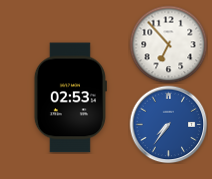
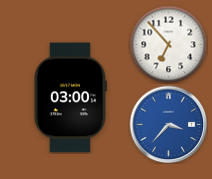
clock at (70, 98): 02:53 -> 03:00
clock at (168, 124): 7:36 -> 3:37
